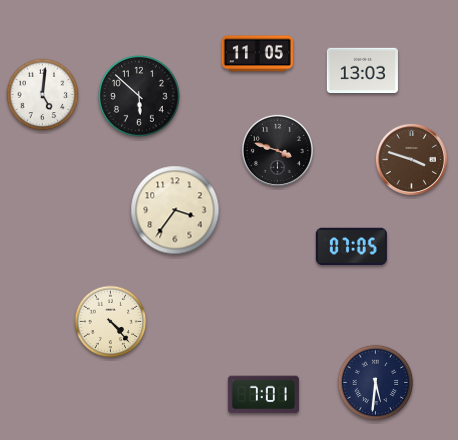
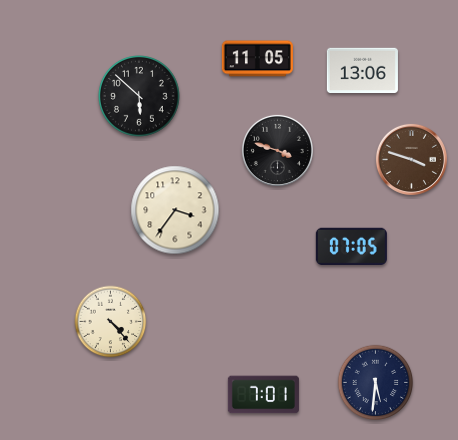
clock at (257, 54) position: (257, 54) -> (257, 59)
clock at (362, 70): 13:03 -> 13:06
clock at (43, 95): 5:01 -> none
